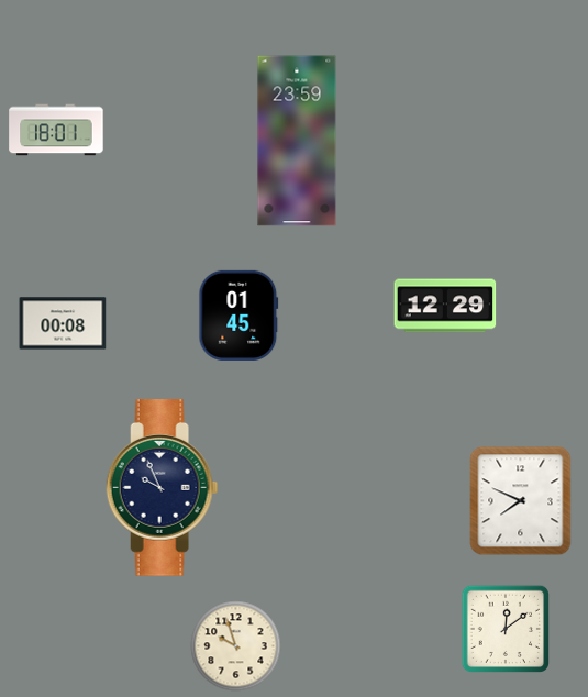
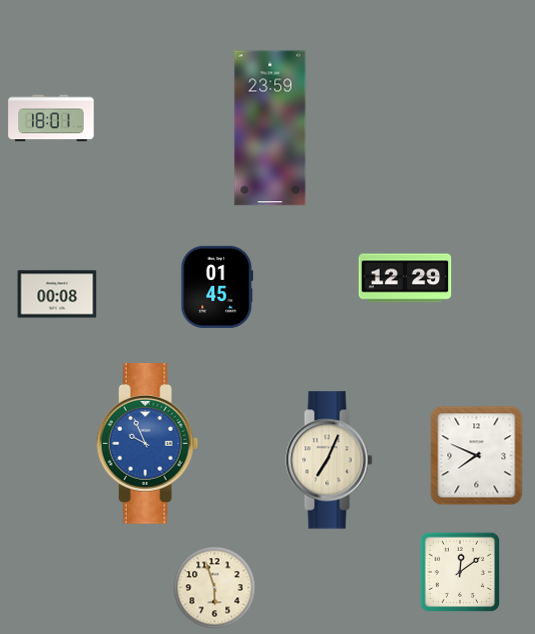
clock at (163, 488) dial: navy -> blue
clock at (521, 501) position: (521, 501) -> (477, 456)
clock at (329, 460): none -> 7:04
clock at (236, 646): 9:57 -> 5:57
